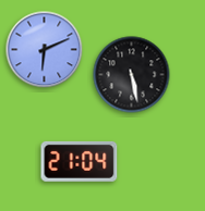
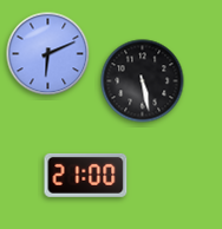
clock at (80, 161): 21:04 -> 21:00
